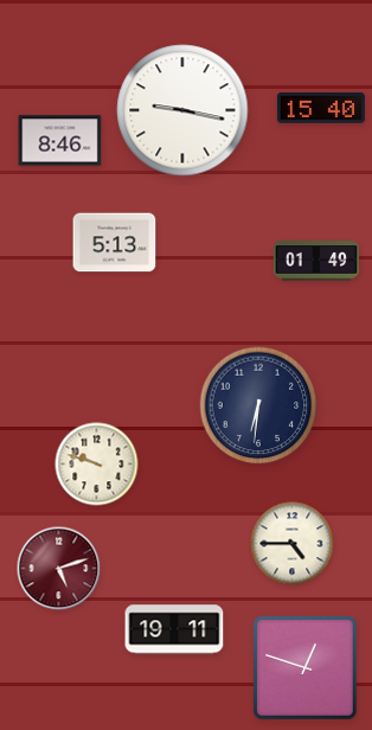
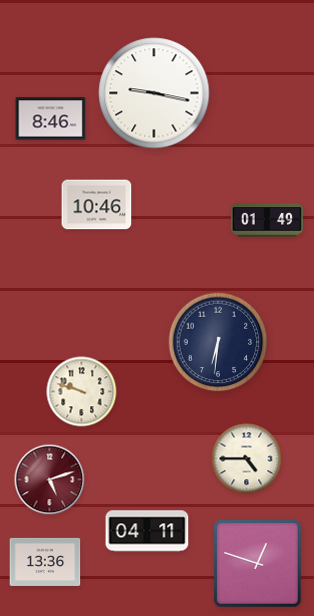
clock at (321, 108): 15:40 -> none
clock at (115, 243): 5:13 -> 10:46
clock at (174, 629): 19:11 -> 04:11
clock at (45, 562): none -> 13:36
